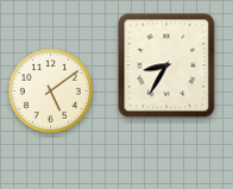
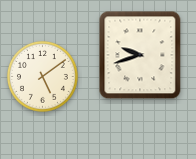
clock at (166, 65): 8:35 -> 9:42
